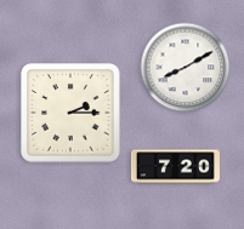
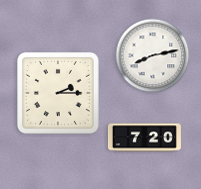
clock at (186, 68): 8:10 -> 8:13
